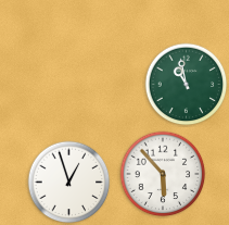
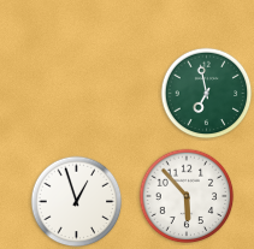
clock at (187, 85): 10:58 -> 6:58
clock at (163, 174) position: (163, 174) -> (187, 196)
